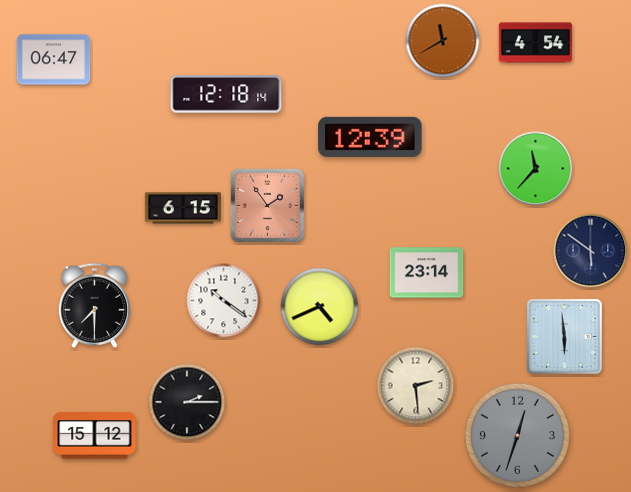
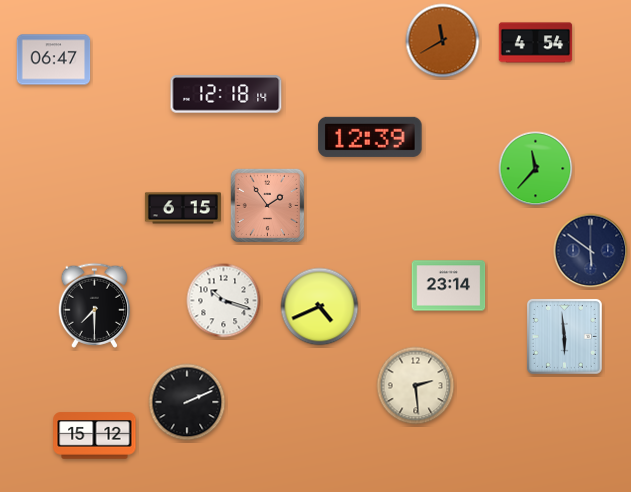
clock at (427, 273) position: (427, 273) -> (449, 286)
clock at (224, 301): 10:21 -> 10:18
clock at (187, 402): 2:15 -> 2:11
clock at (517, 435): 12:33 -> none
